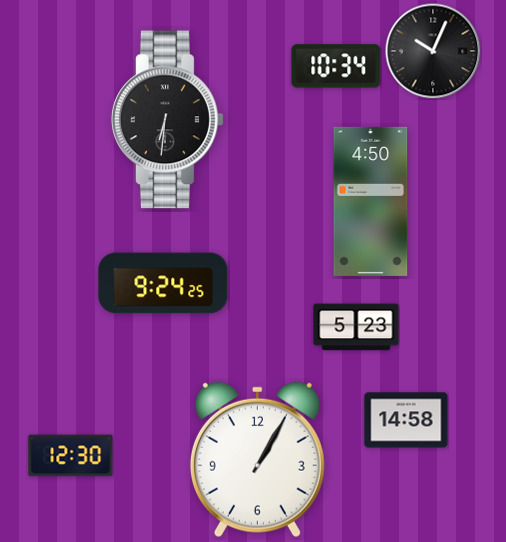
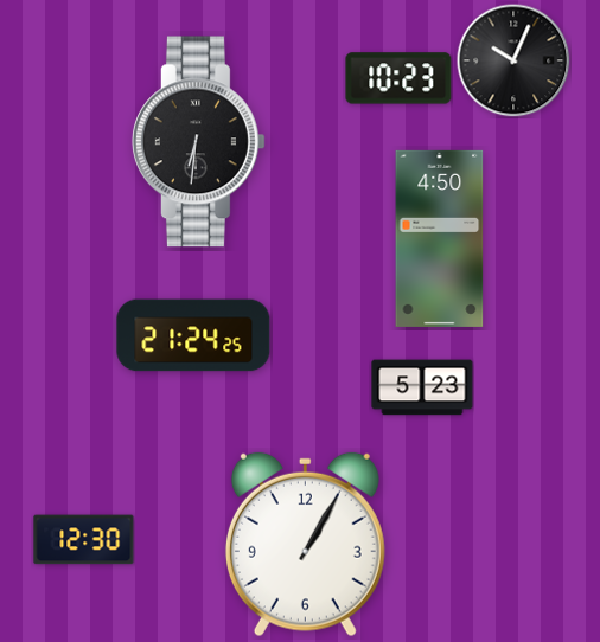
clock at (336, 66): 10:34 -> 10:23
clock at (163, 283): 9:24 -> 21:24
clock at (406, 420): 14:58 -> none
